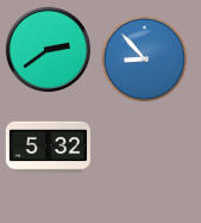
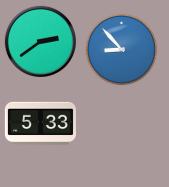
clock at (48, 148): 5:32 -> 5:33
